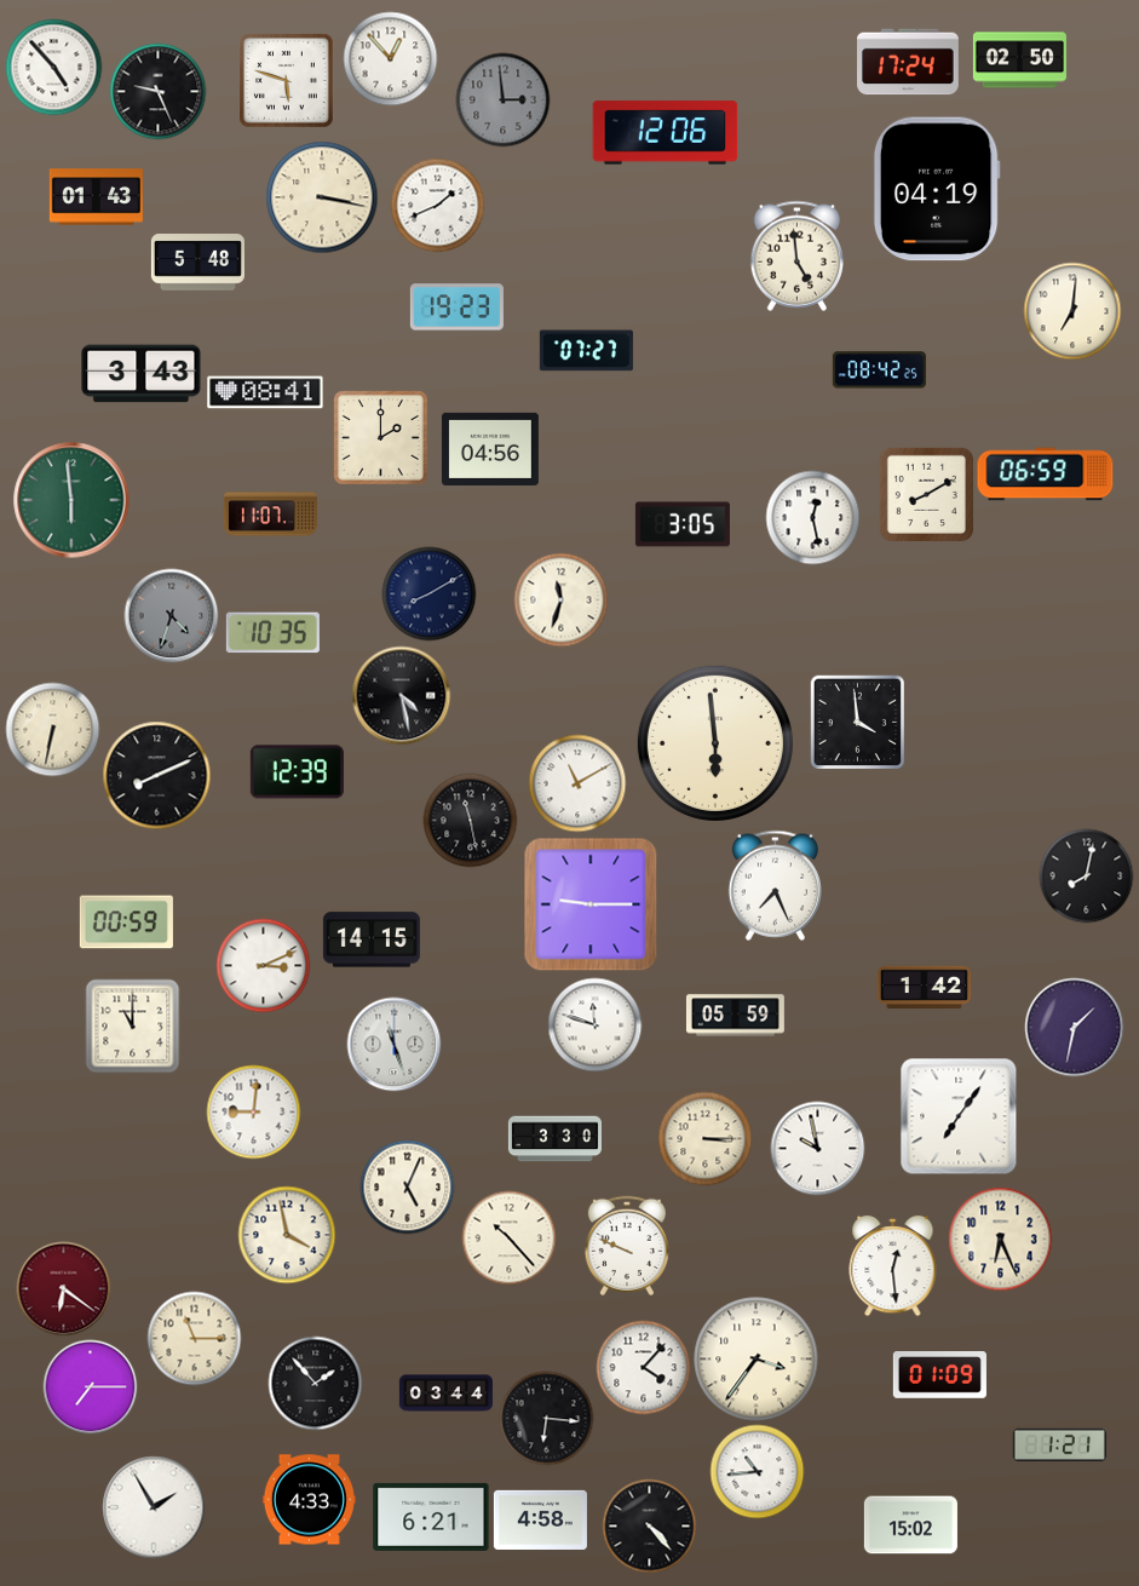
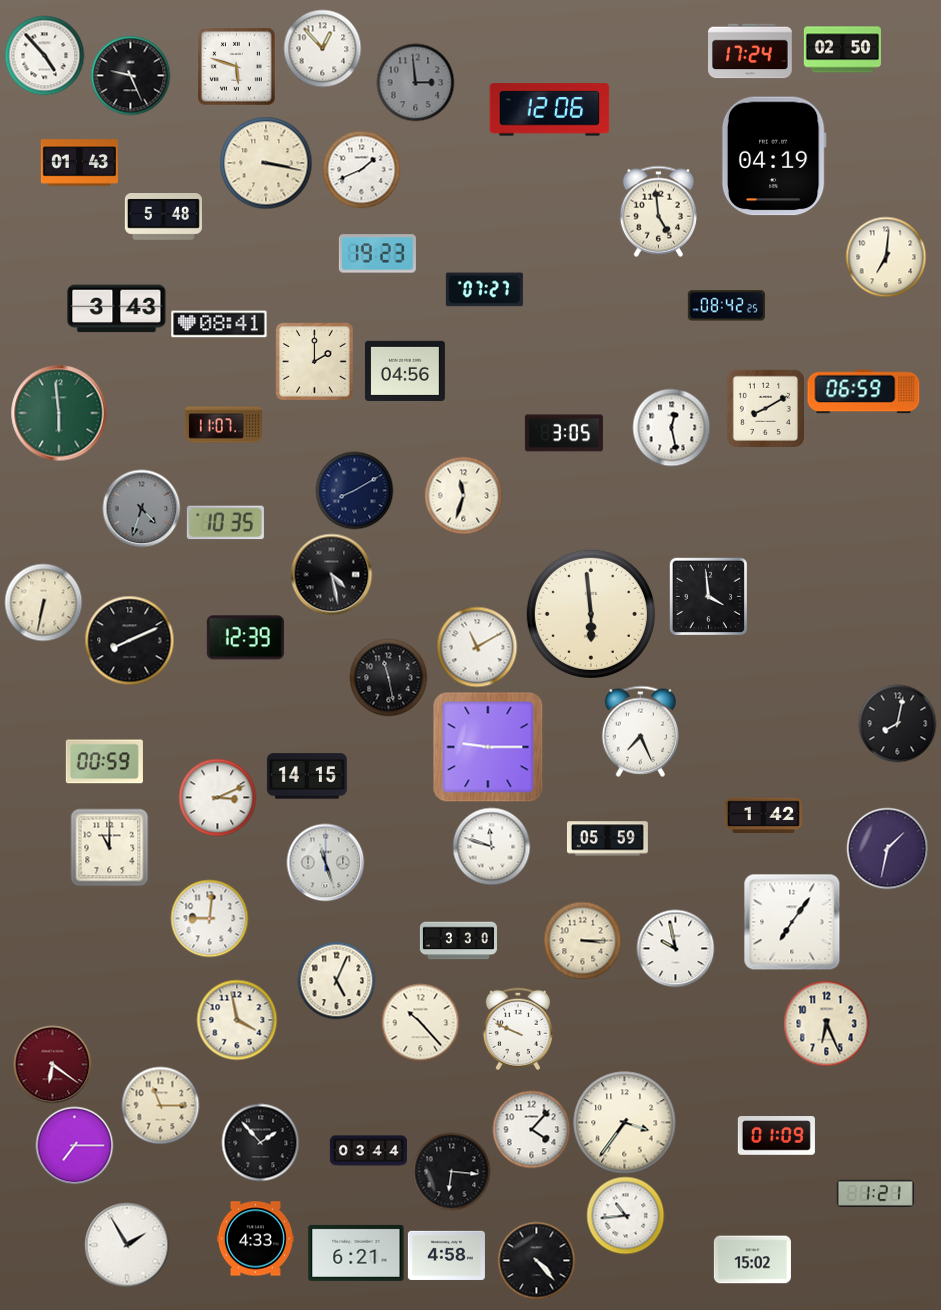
clock at (893, 1265): 12:29 -> none
